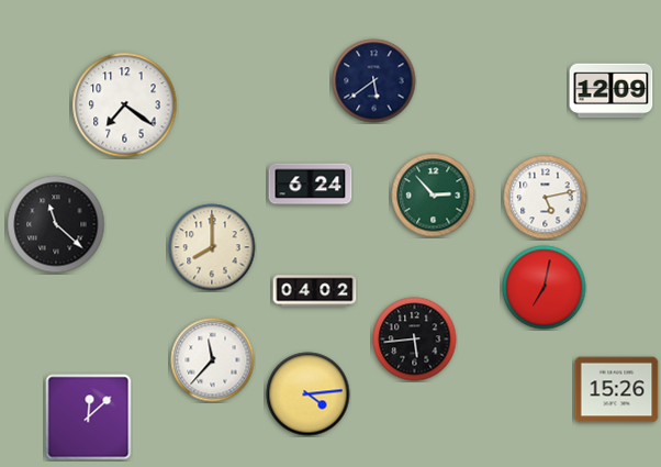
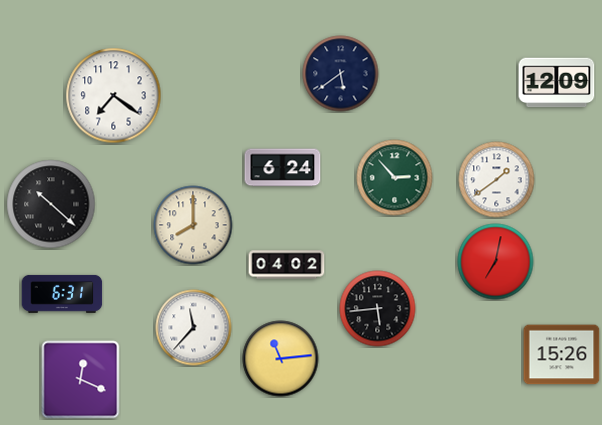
clock at (546, 198): 5:13 -> 1:39
clock at (56, 224): 11:22 -> 10:22
clock at (62, 294): none -> 6:31
clock at (309, 394): 4:14 -> 11:14
clock at (89, 418): 12:08 -> 12:19
